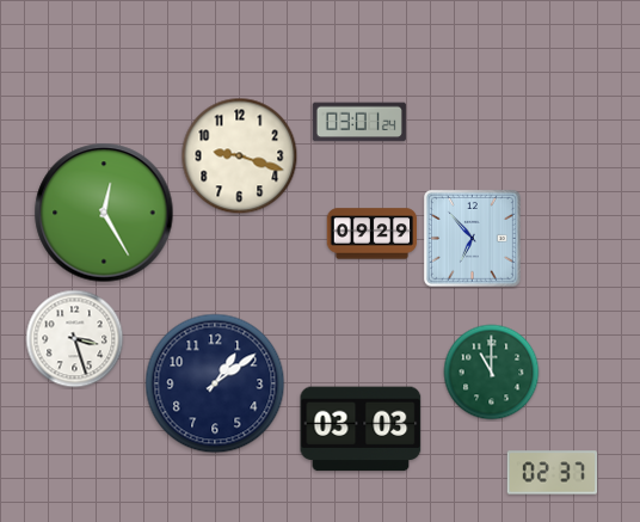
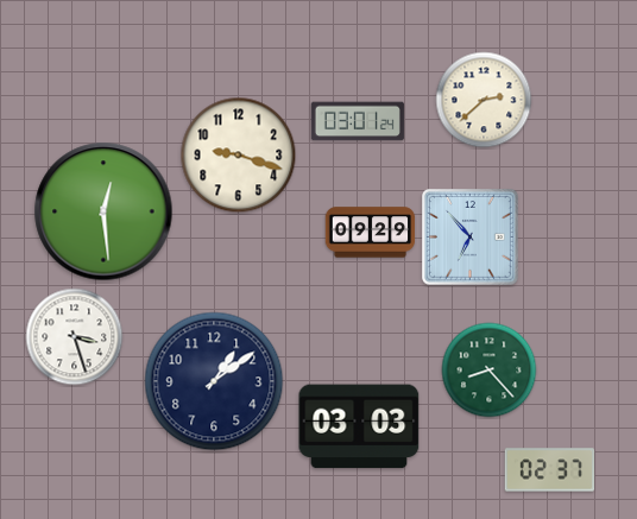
clock at (484, 100): none -> 2:38
clock at (104, 213): 12:25 -> 12:29
clock at (492, 373): 11:00 -> 8:23
